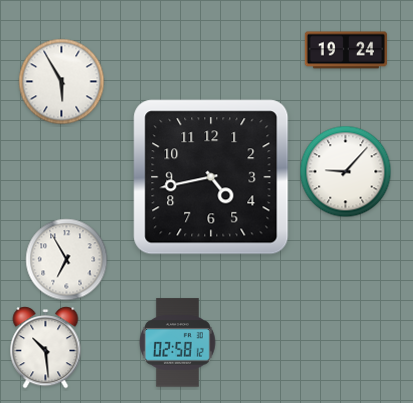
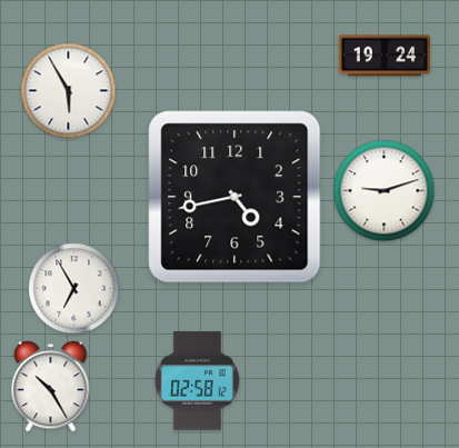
clock at (346, 172): 9:07 -> 9:12
clock at (46, 348): 10:29 -> 10:25
